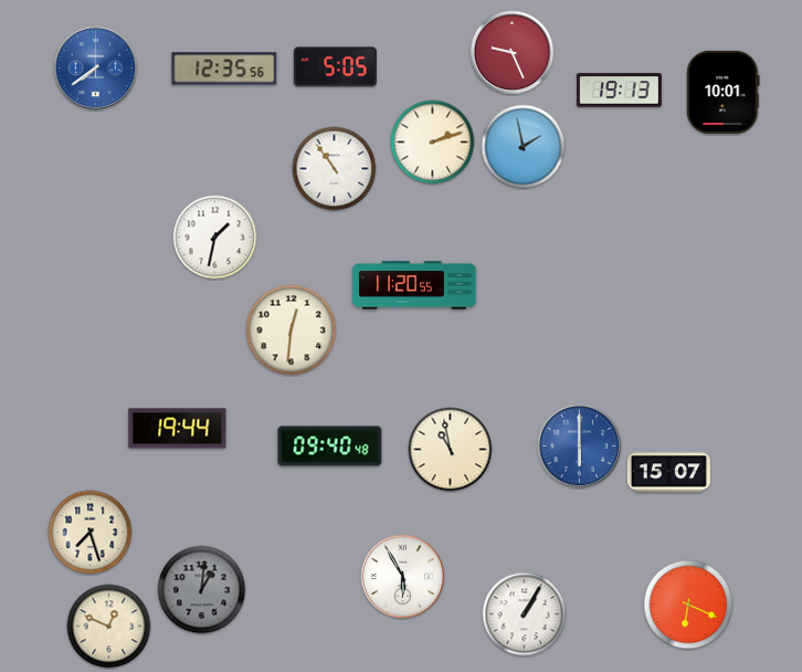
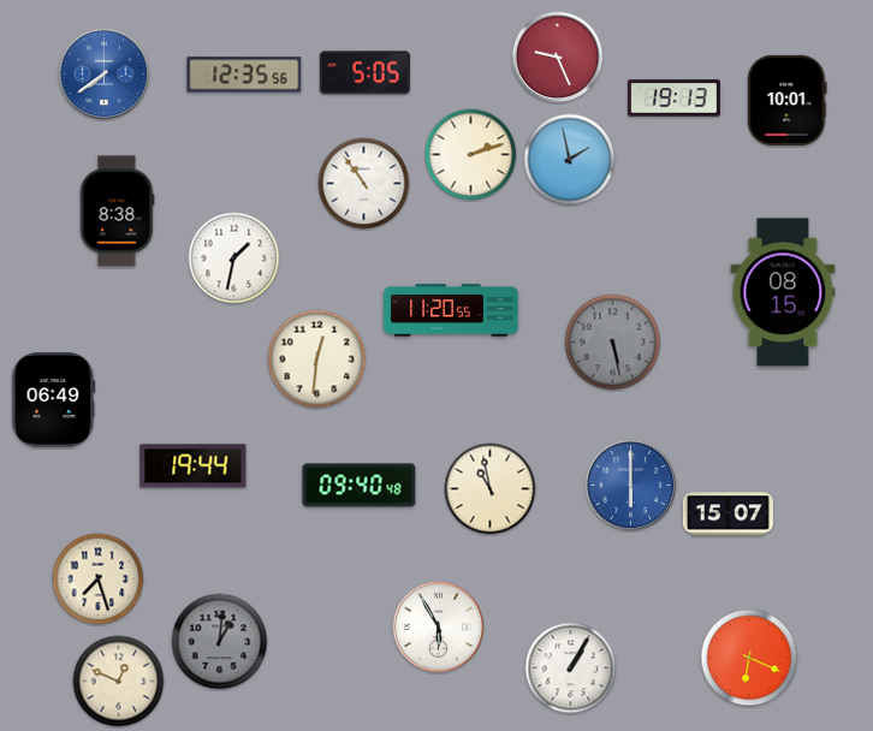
clock at (117, 212): none -> 8:38
clock at (783, 292): none -> 08:15
clock at (613, 343): none -> 5:28
clock at (54, 400): none -> 06:49
